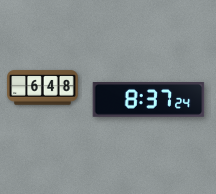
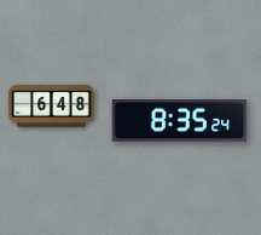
clock at (149, 100): 8:37 -> 8:35
